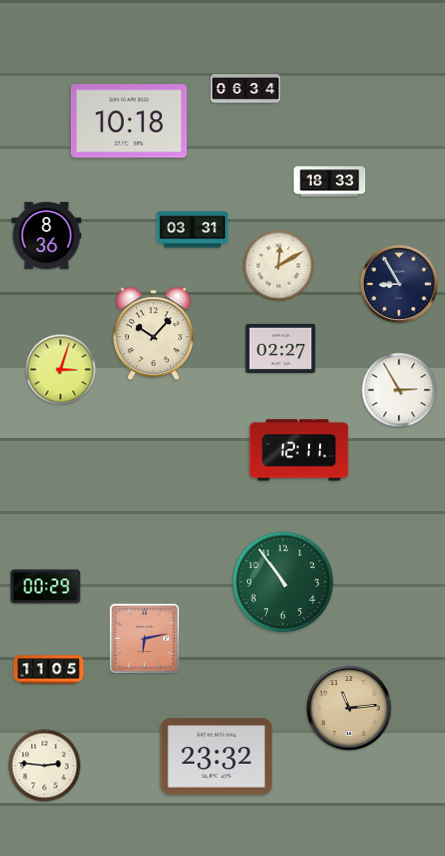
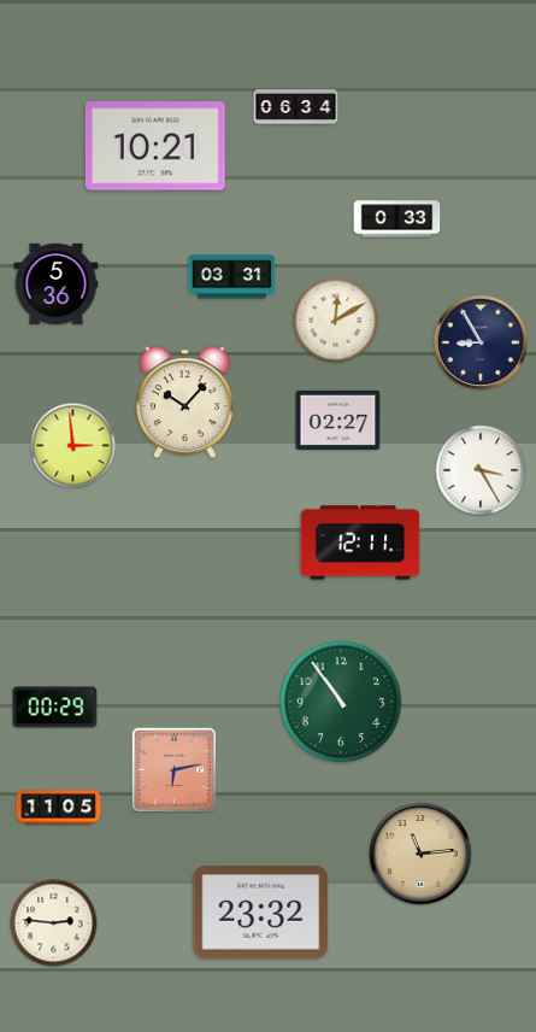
clock at (129, 121): 10:18 -> 10:21
clock at (330, 182): 18:33 -> 0:33
clock at (47, 235): 8:36 -> 5:36
clock at (61, 370): 3:03 -> 2:59
clock at (399, 390): 2:55 -> 3:25
